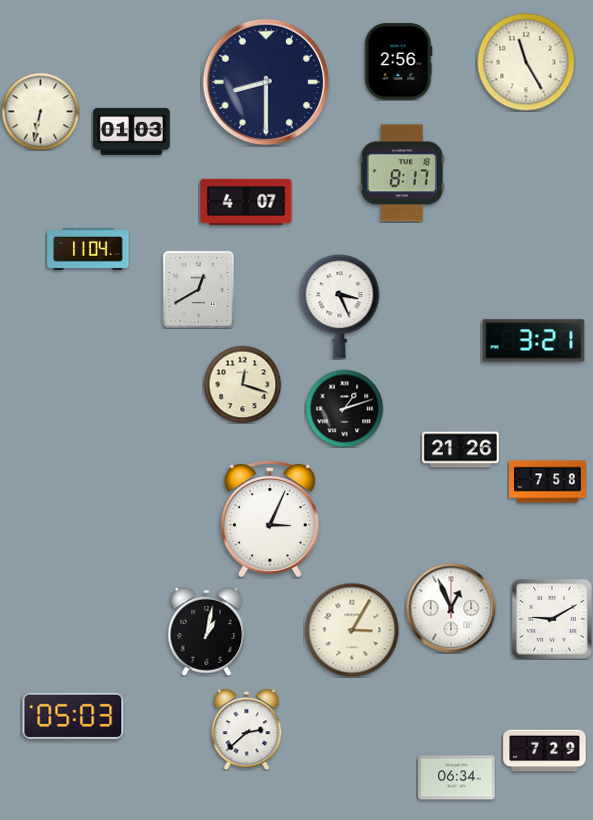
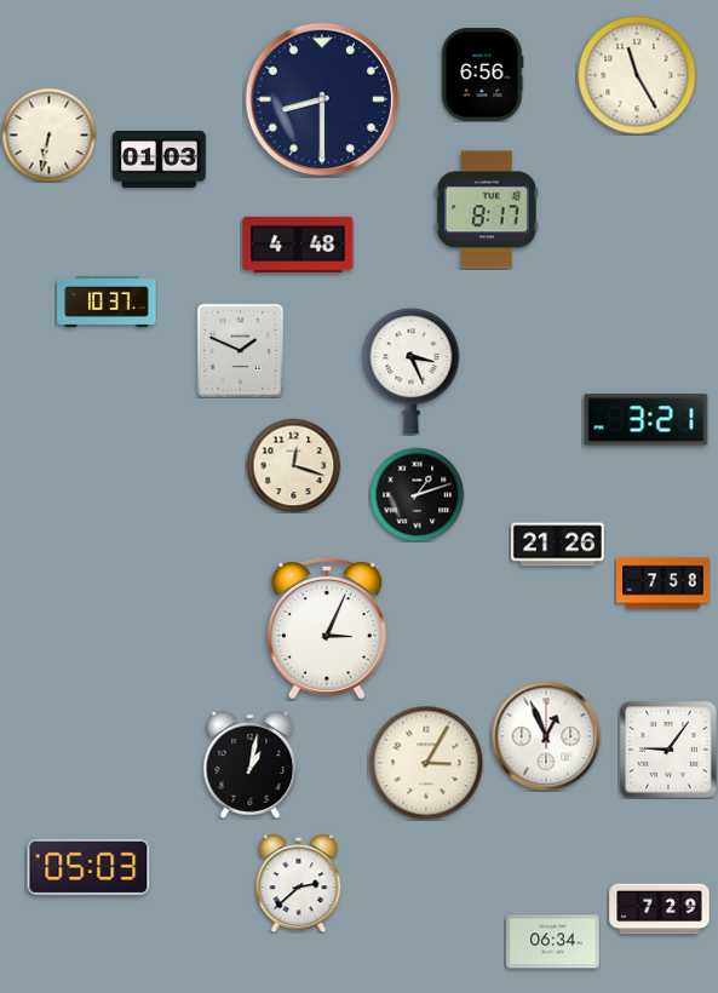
clock at (398, 62): 2:56 -> 6:56
clock at (246, 202): 4:07 -> 4:48
clock at (88, 249): 11:04 -> 10:37
clock at (198, 289): 12:40 -> 1:49
clock at (534, 341) position: (534, 341) -> (647, 420)
clock at (552, 619): 9:10 -> 9:06
